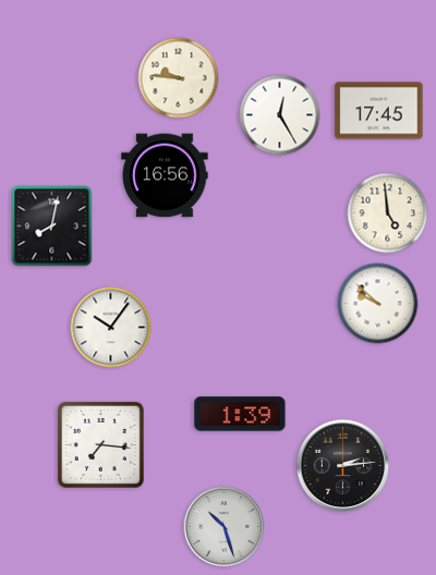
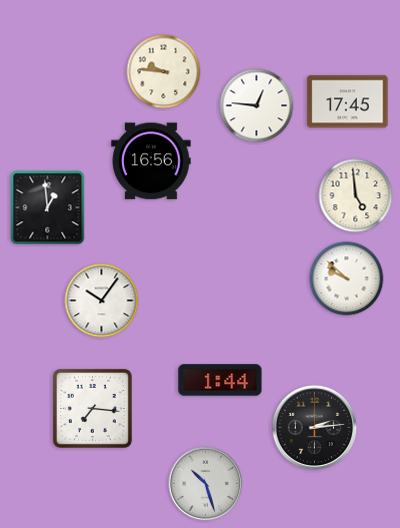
clock at (280, 115): 12:25 -> 12:46
clock at (52, 227): 8:02 -> 12:59
clock at (240, 414): 1:39 -> 1:44
